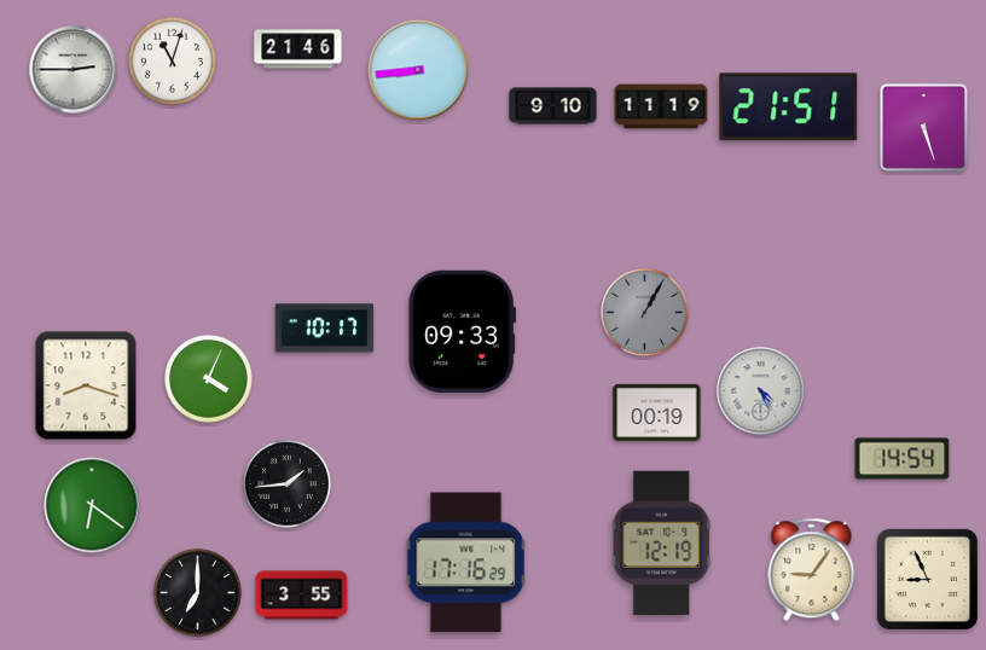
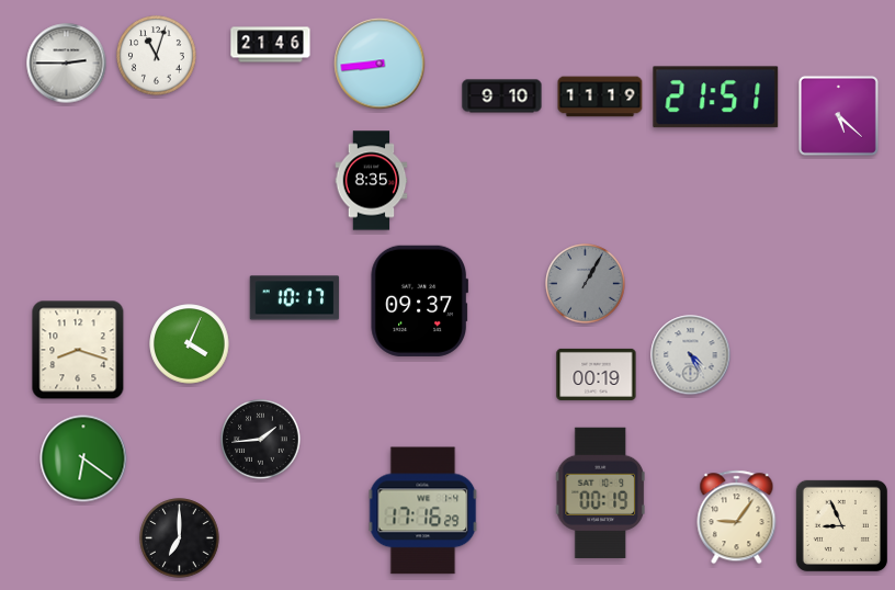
clock at (923, 127): 5:27 -> 5:22
clock at (372, 181): none -> 8:35
clock at (462, 331): 09:33 -> 09:37
clock at (903, 459): 14:54 -> none
clock at (661, 542): 12:19 -> 00:19
clock at (302, 596): 3:55 -> none
